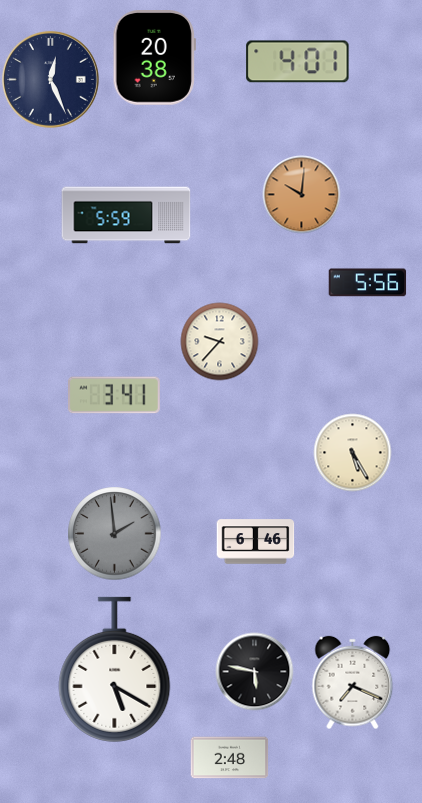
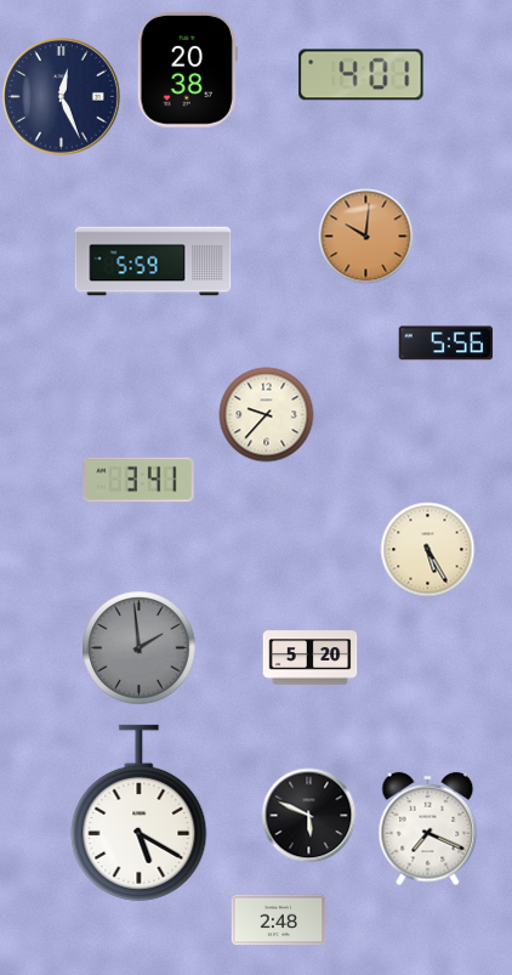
clock at (255, 542): 6:46 -> 5:20
clock at (254, 671): 5:47 -> 5:49
